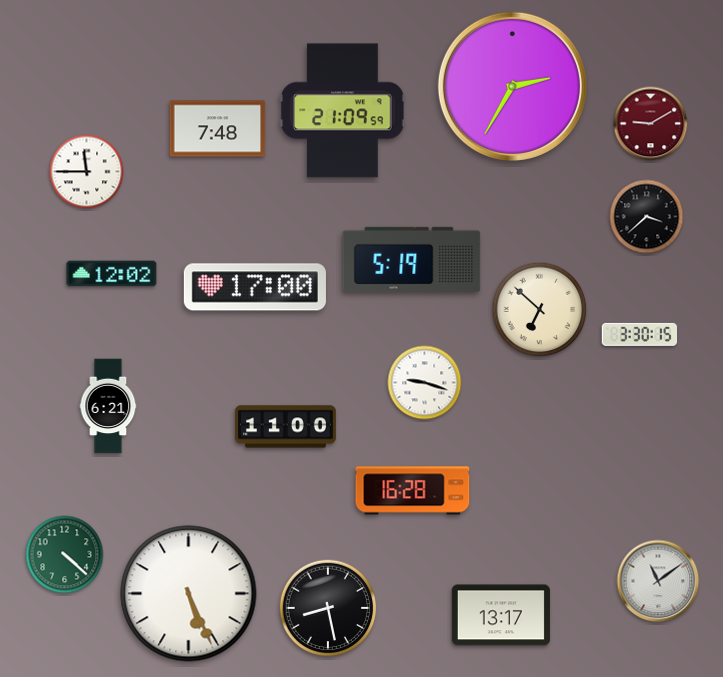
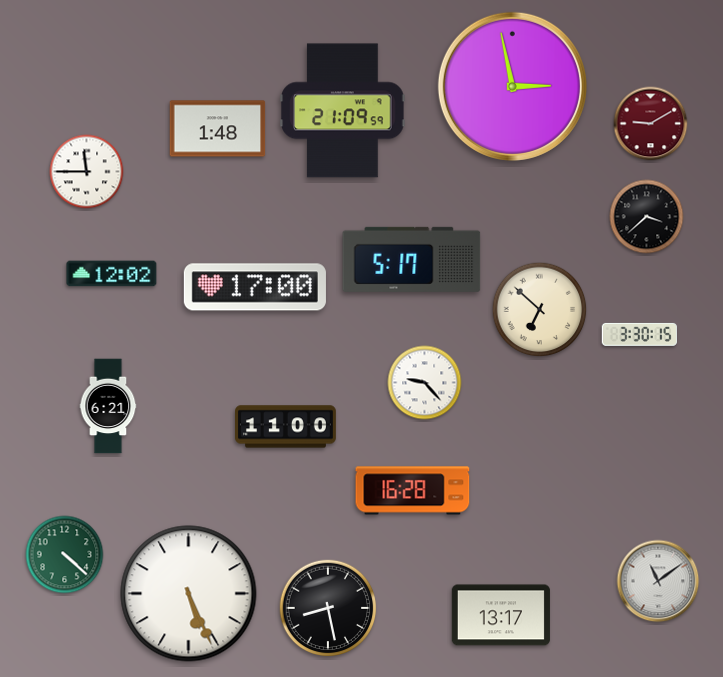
clock at (512, 86): 2:35 -> 2:58
clock at (218, 129): 7:48 -> 1:48
clock at (412, 259): 5:19 -> 5:17
clock at (425, 383): 9:18 -> 9:23
